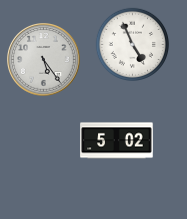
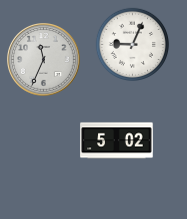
clock at (132, 44): 4:56 -> 9:04
clock at (44, 60): 5:24 -> 11:34
